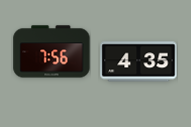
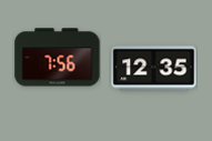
clock at (139, 62): 4:35 -> 12:35
